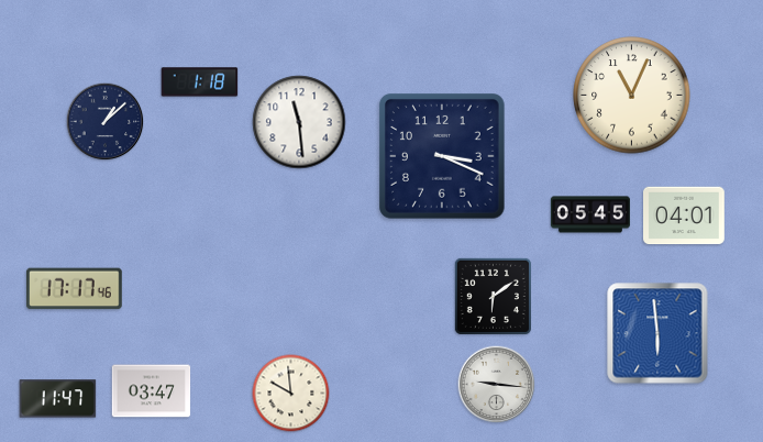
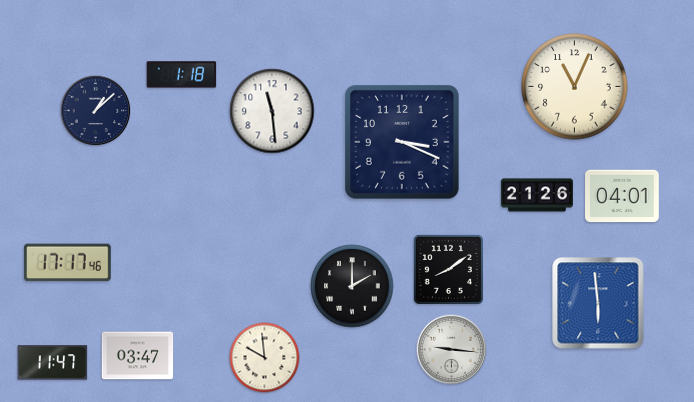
clock at (590, 214): 05:45 -> 21:26
clock at (493, 296): 6:09 -> 8:09
clock at (352, 286): none -> 2:00
